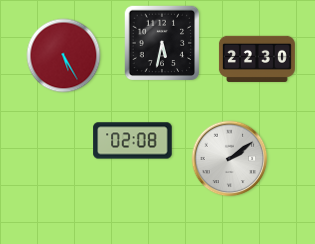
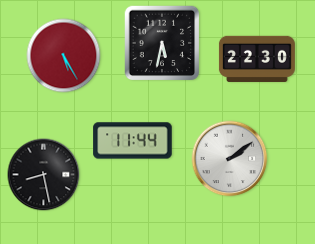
clock at (133, 141): 02:08 -> 11:44
clock at (44, 175): none -> 8:28
